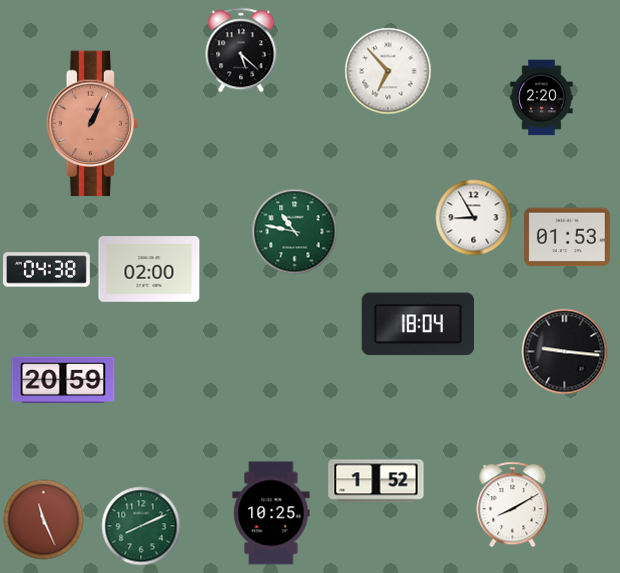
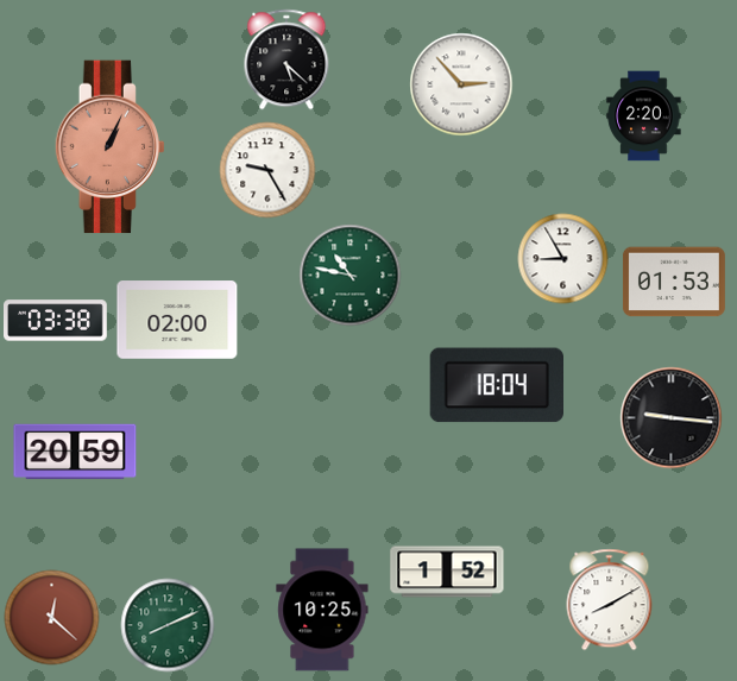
clock at (388, 71): 6:53 -> 2:53
clock at (267, 170): none -> 9:25
clock at (47, 270): 04:38 -> 03:38
clock at (44, 520): 11:26 -> 12:22
